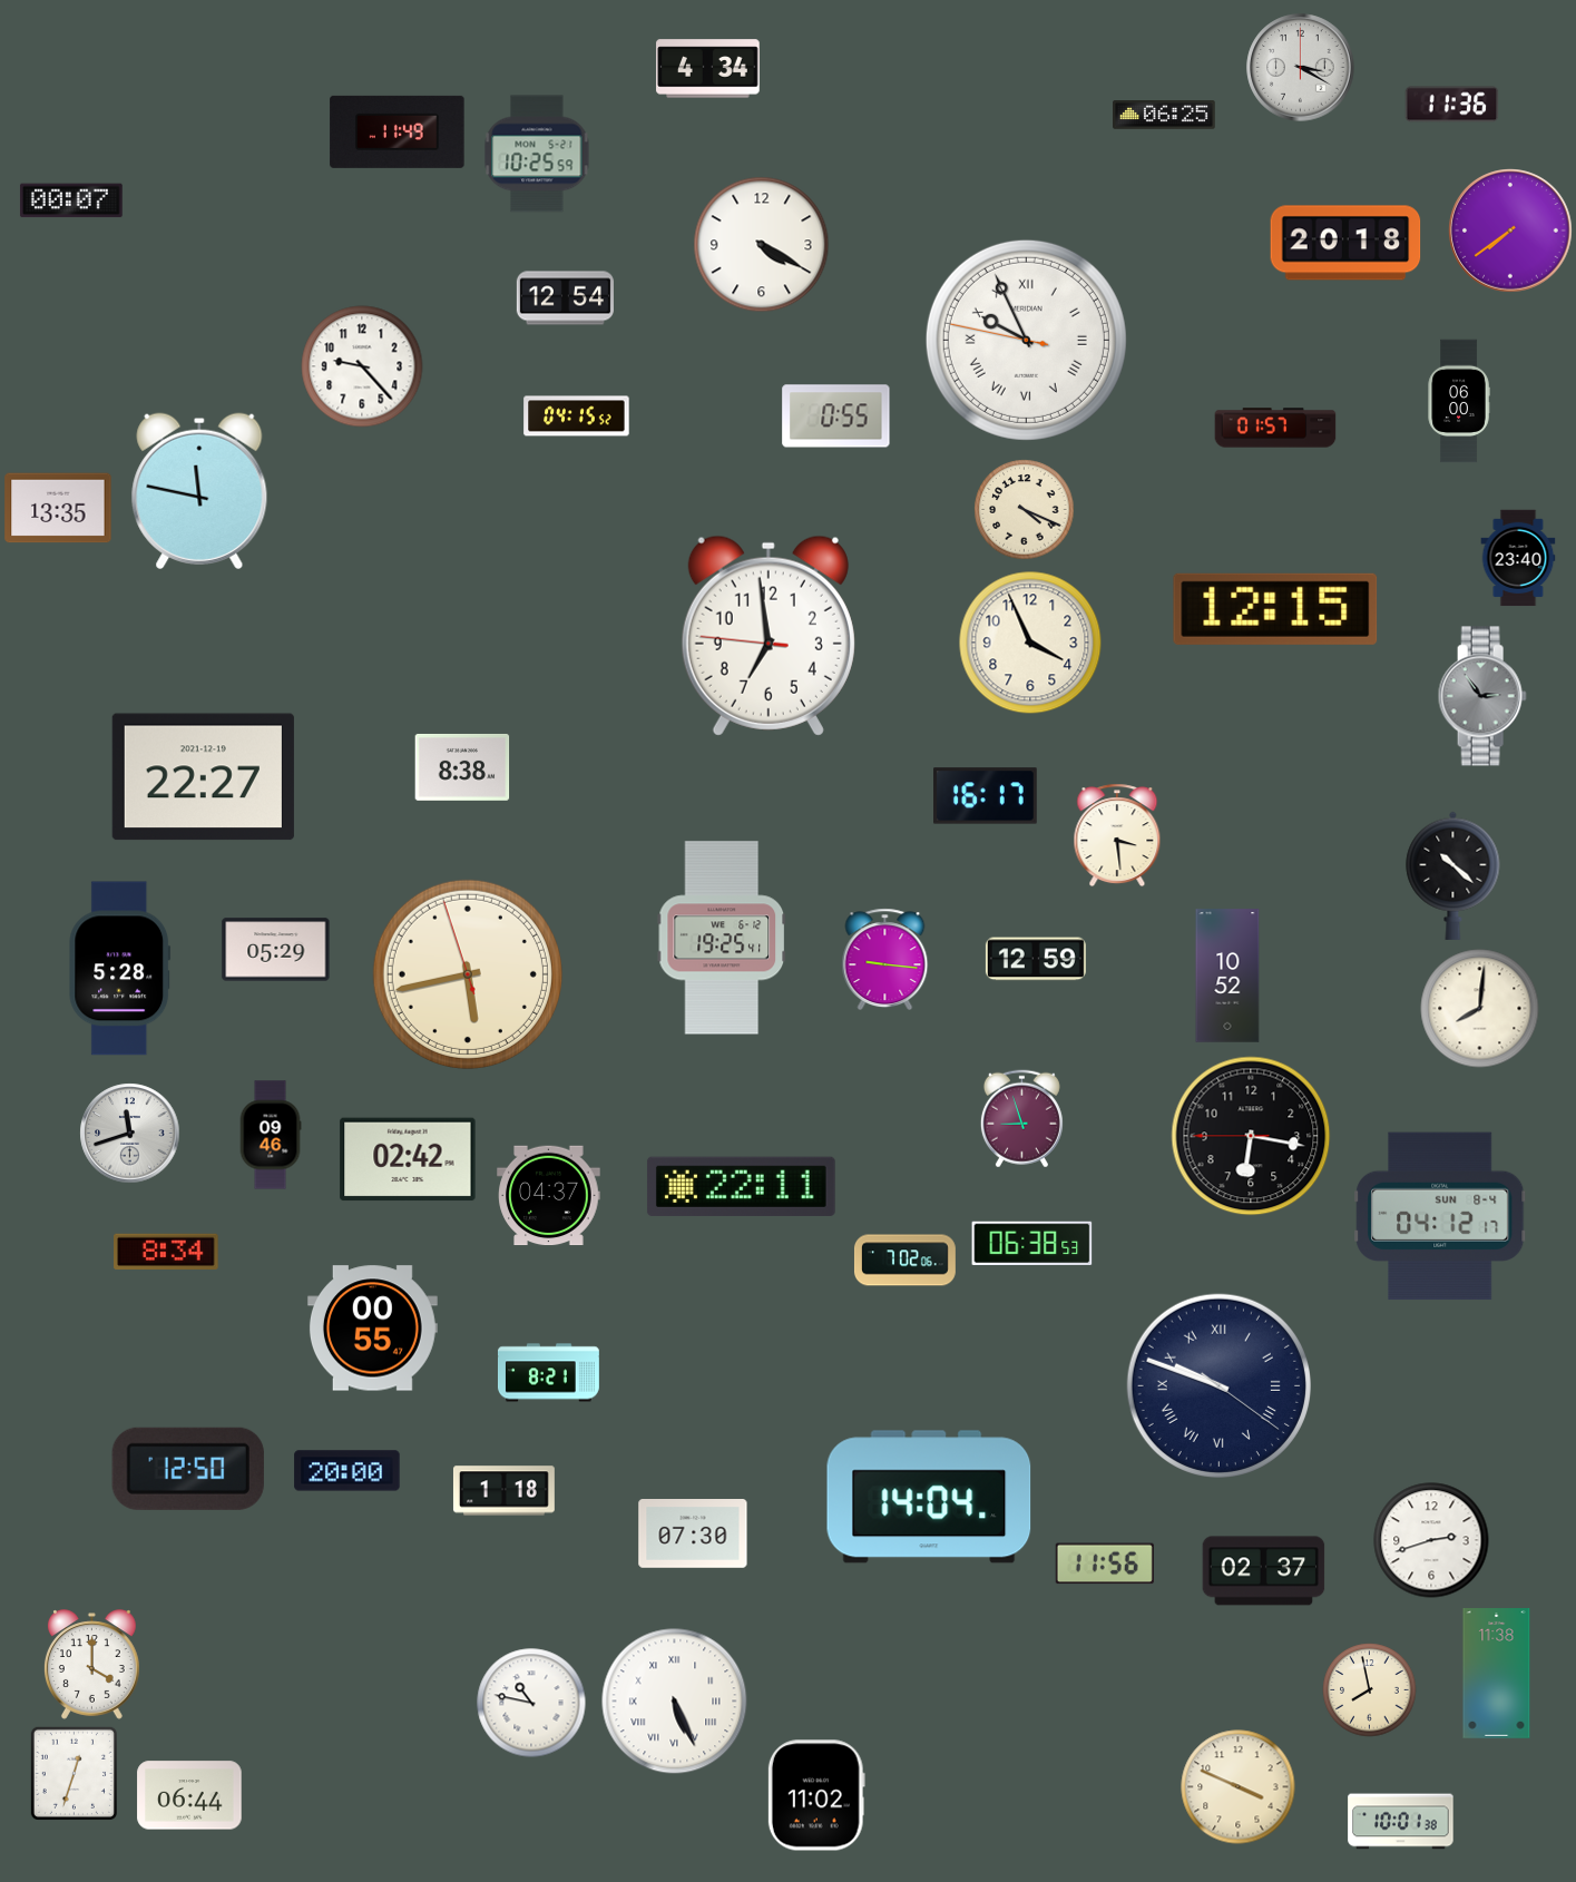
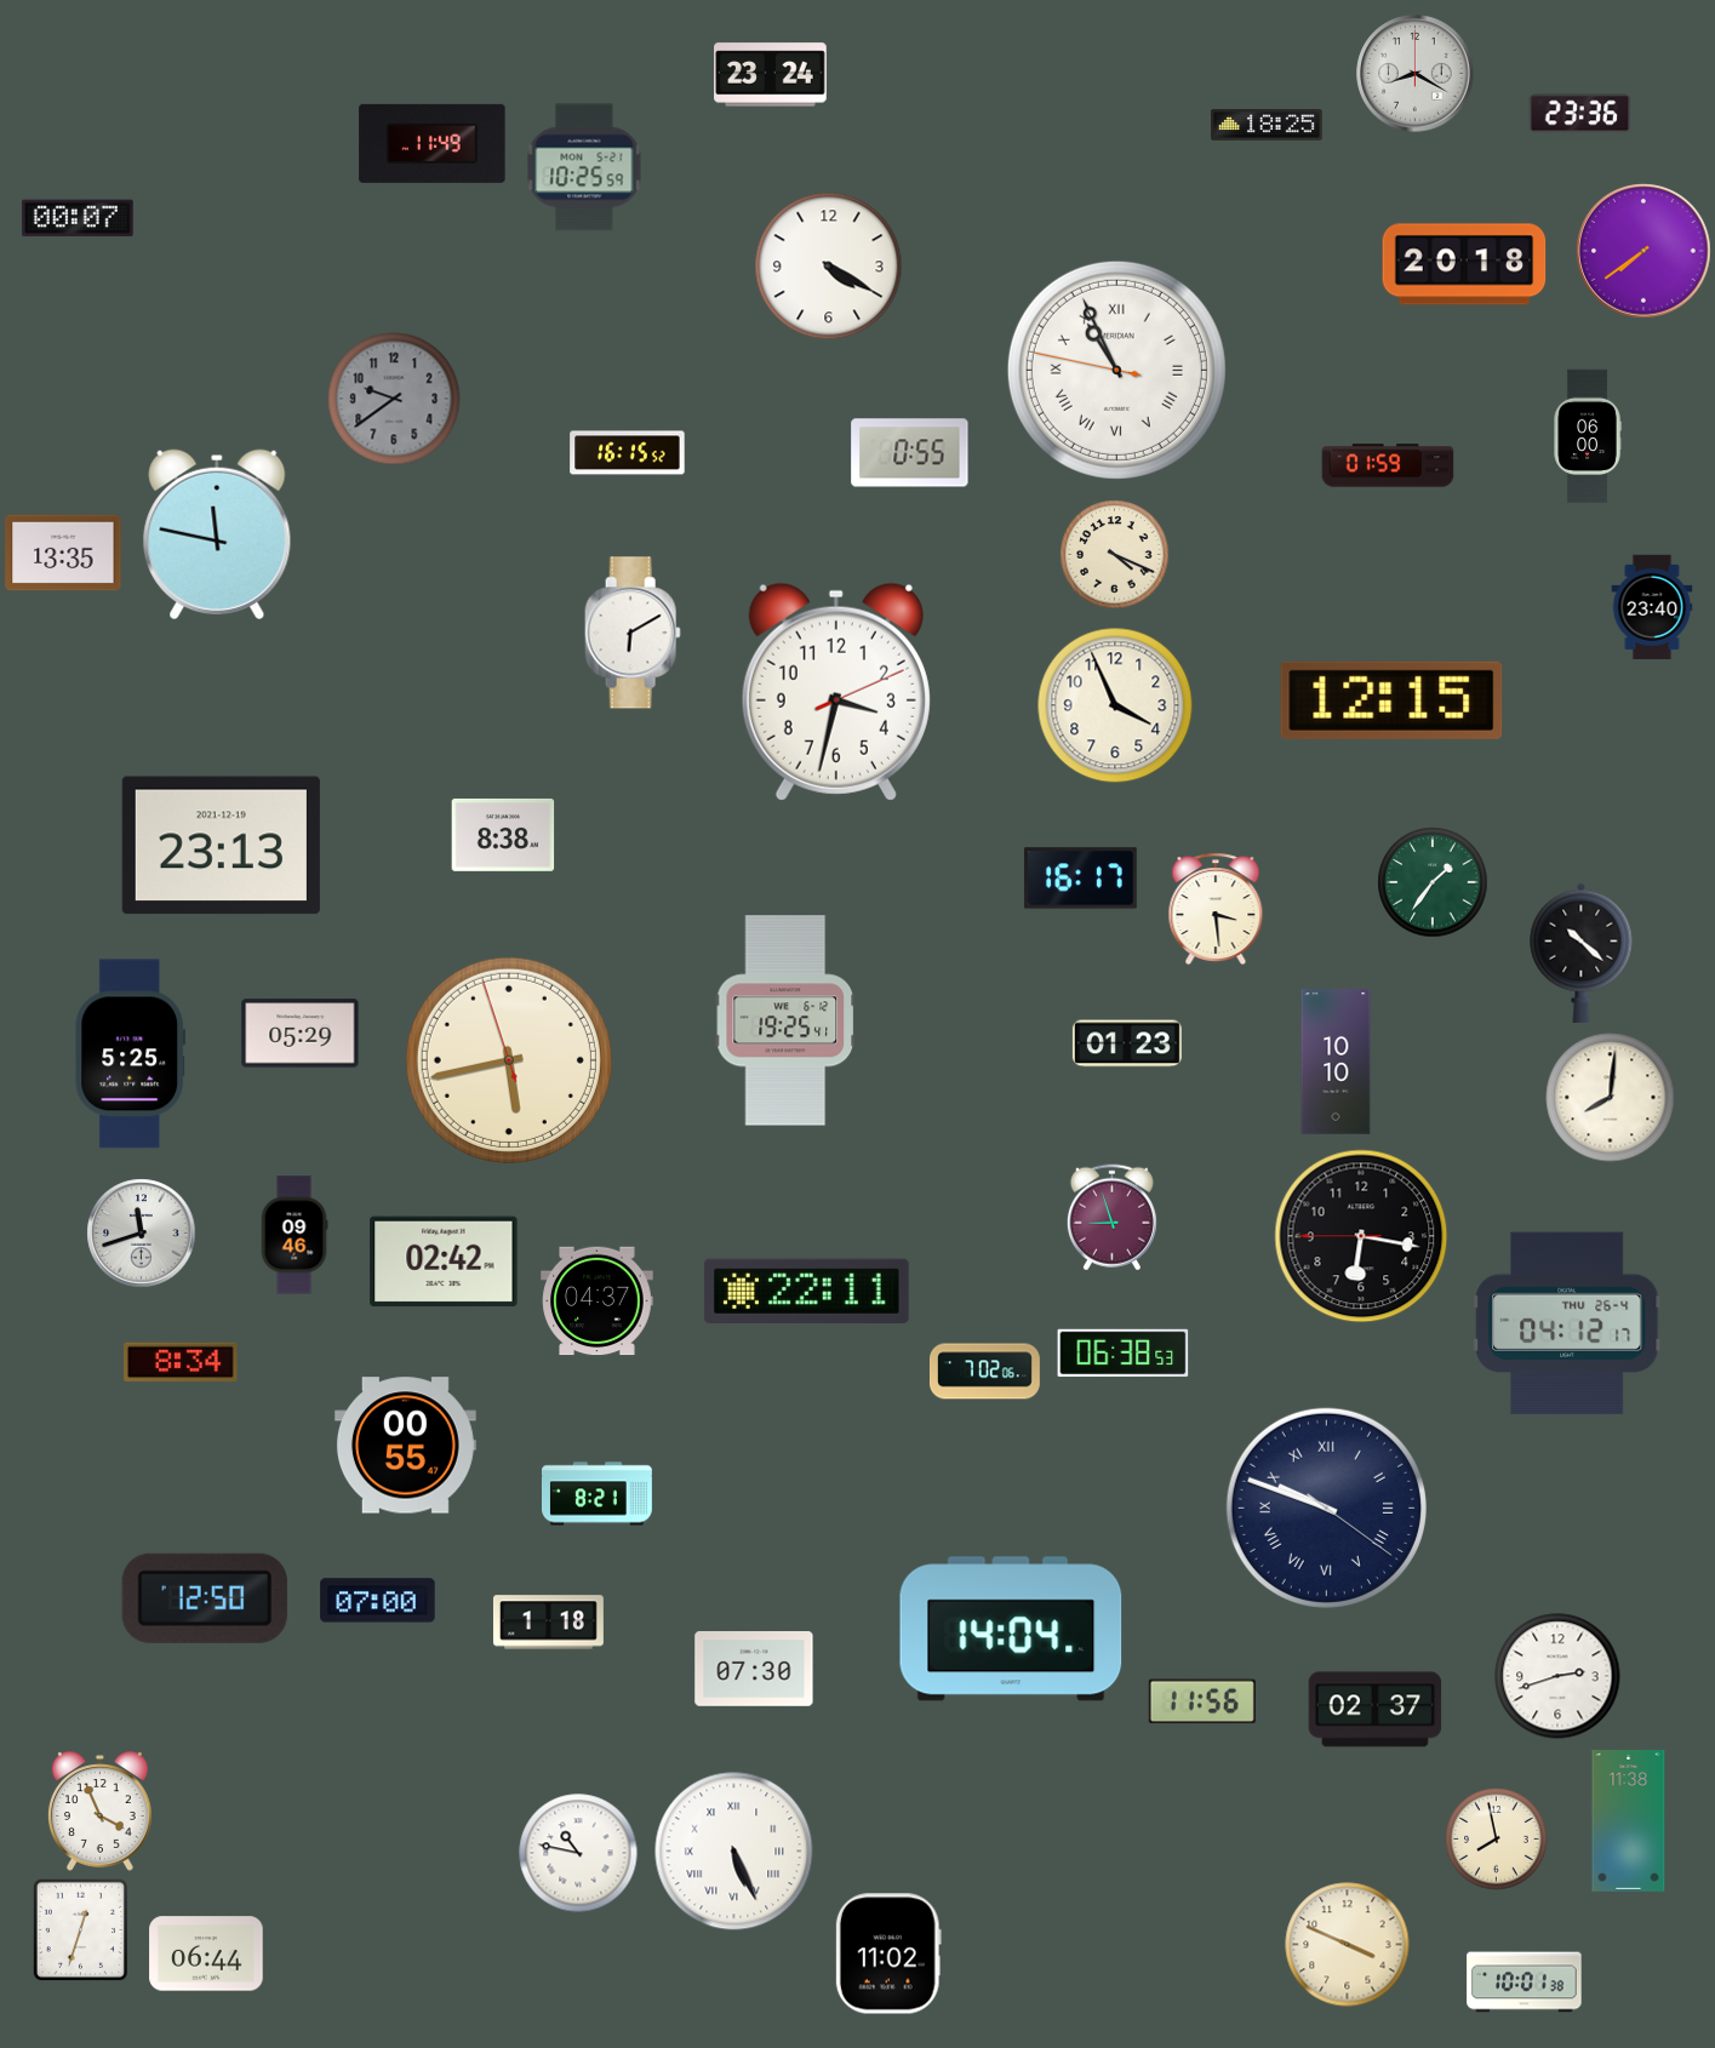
clock at (1301, 68): 3:20 -> 8:20
clock at (708, 69): 4:34 -> 23:24
clock at (1452, 105): 11:36 -> 23:36
clock at (1165, 115): 06:25 -> 18:25
clock at (565, 298): 12:54 -> none
clock at (1026, 340): 9:55 -> 10:55
clock at (362, 366): 9:23 -> 9:39
clock at (362, 366) dial: white -> grey
clock at (577, 416): 04:15 -> 16:15
clock at (1275, 428): 01:57 -> 01:59
clock at (633, 633): none -> 6:10
clock at (1275, 609) position: (1275, 609) -> (1391, 700)
clock at (769, 636): 6:58 -> 3:32
clock at (1030, 643) position: (1030, 643) -> (1115, 705)
clock at (1482, 696): 2:54 -> none
clock at (203, 777): 22:27 -> 23:13
clock at (986, 796) position: (986, 796) -> (1081, 879)
clock at (1433, 882): none -> 1:36
clock at (885, 959): 9:16 -> none
clock at (1036, 959): 12:59 -> 01:23
clock at (120, 969): 5:28 -> 5:25
clock at (1227, 976): 10:52 -> 10:10
clock at (1440, 1216) date: SUN 8-4 -> THU 26-4
clock at (347, 1471): 20:00 -> 07:00
clock at (91, 1665): 4:00 -> 3:56
clock at (1370, 1690) position: (1370, 1690) -> (1497, 1840)
